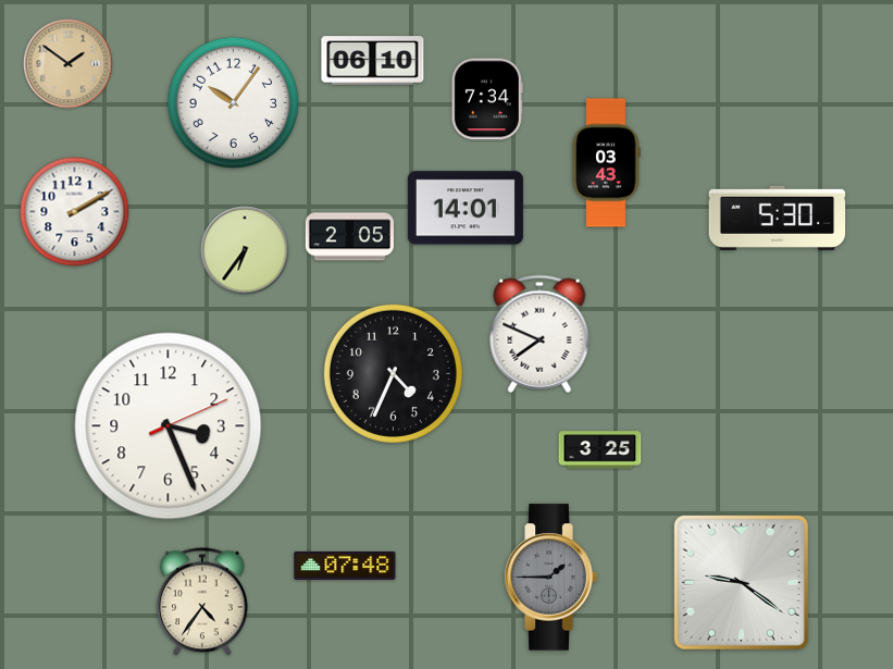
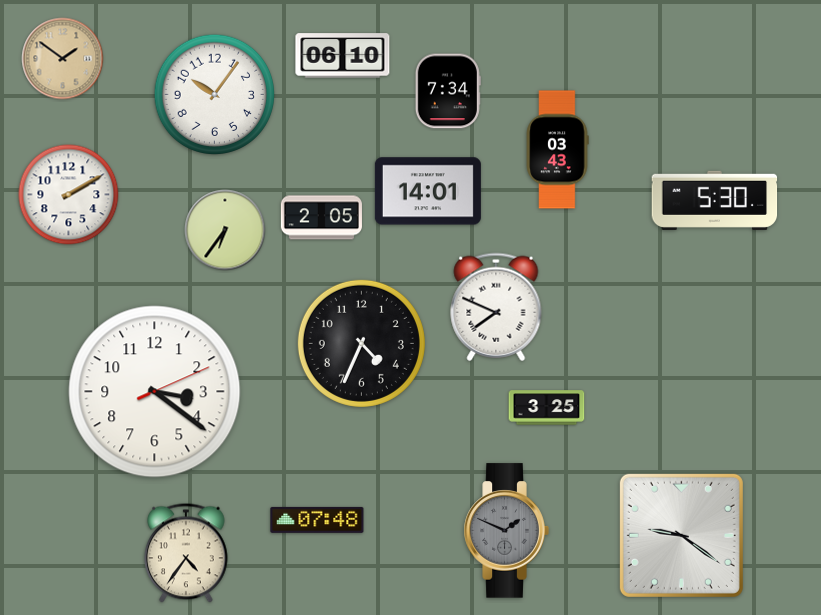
clock at (169, 426): 3:26 -> 3:21
clock at (600, 450) position: (600, 450) -> (547, 408)
clock at (550, 578): 1:45 -> 1:49
